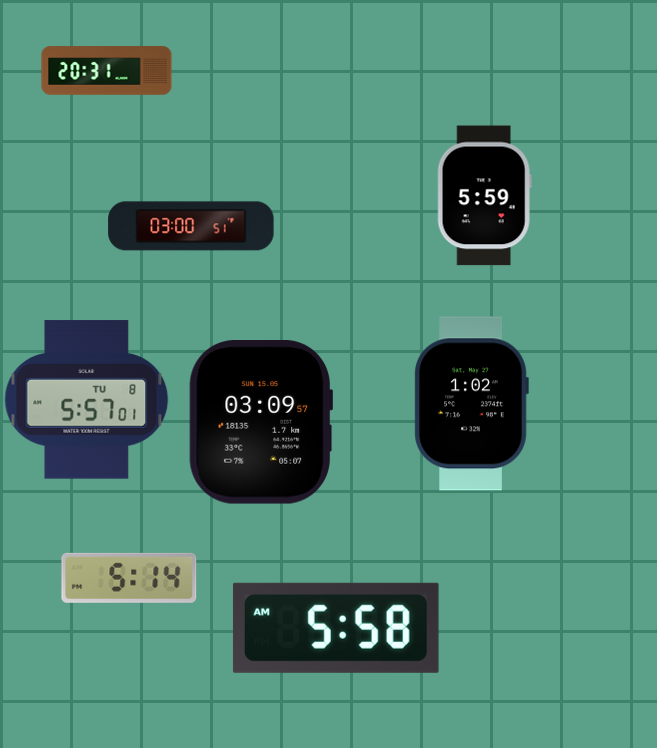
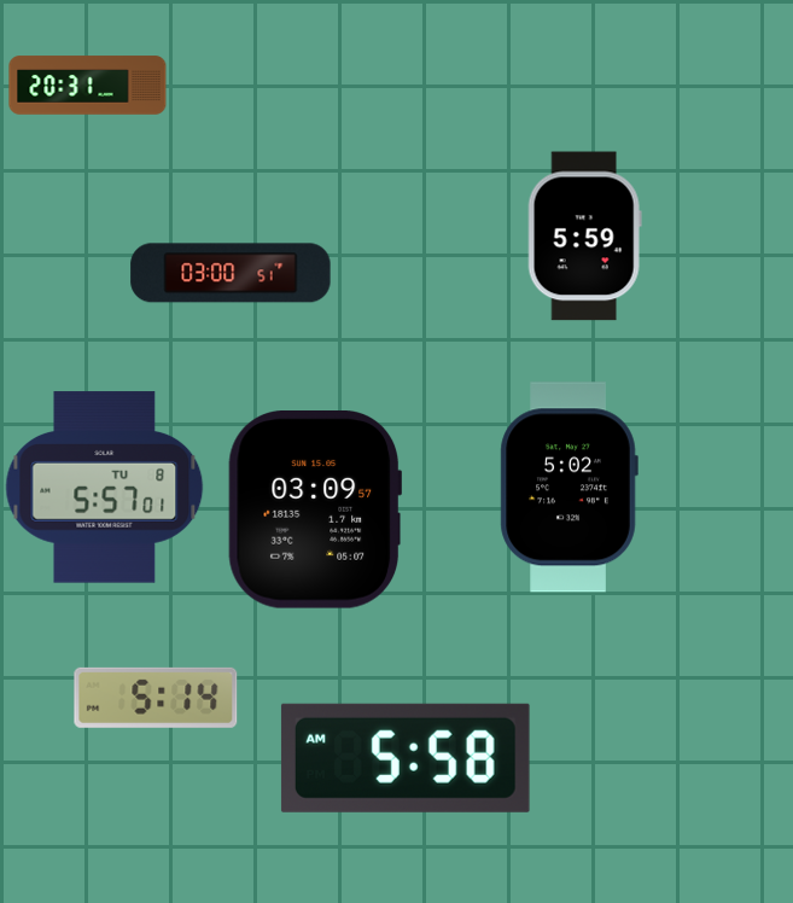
clock at (107, 71) position: (107, 71) -> (88, 86)
clock at (87, 400) position: (87, 400) -> (105, 488)
clock at (471, 404): 1:02 -> 5:02
